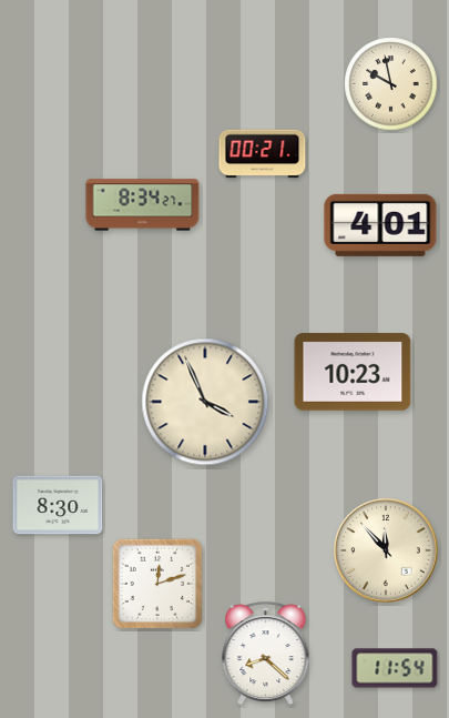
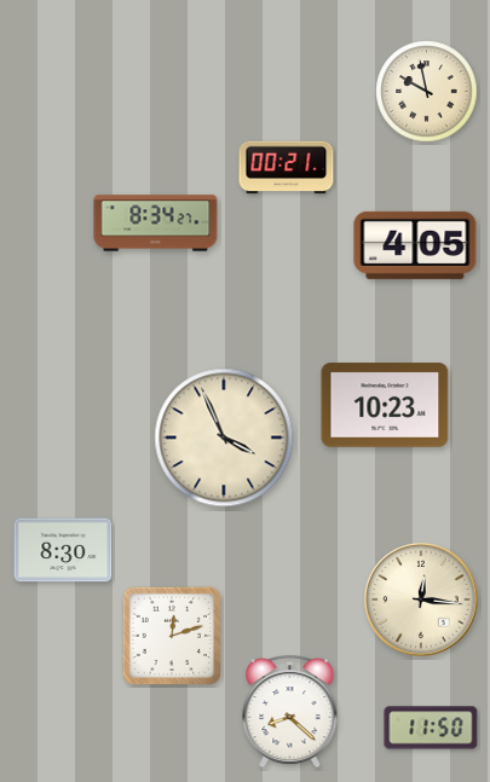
clock at (380, 225): 4:01 -> 4:05
clock at (386, 550): 11:53 -> 12:16
clock at (395, 668): 11:54 -> 11:50
